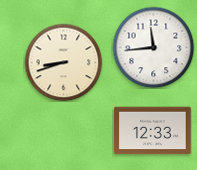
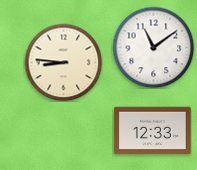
clock at (153, 47): 11:44 -> 11:09
clock at (63, 62): 8:42 -> 8:46
